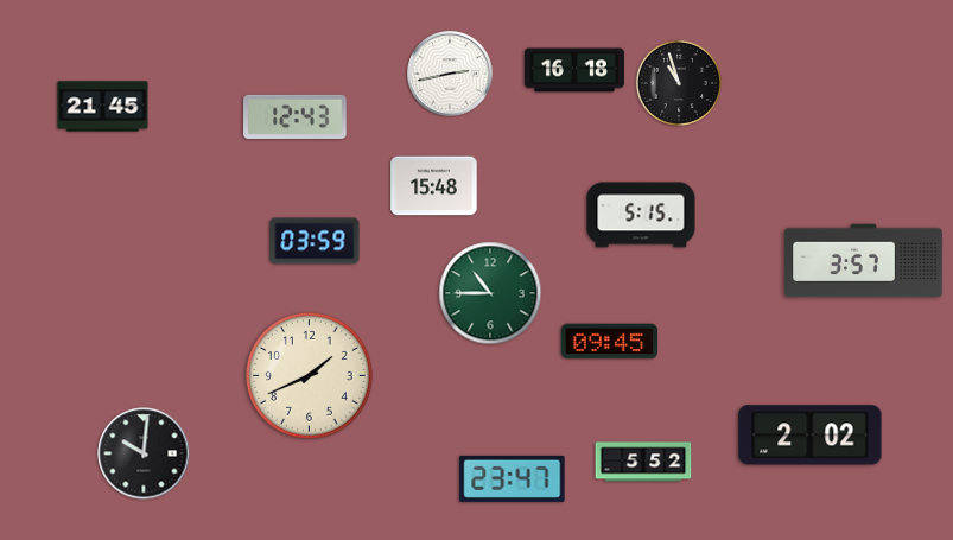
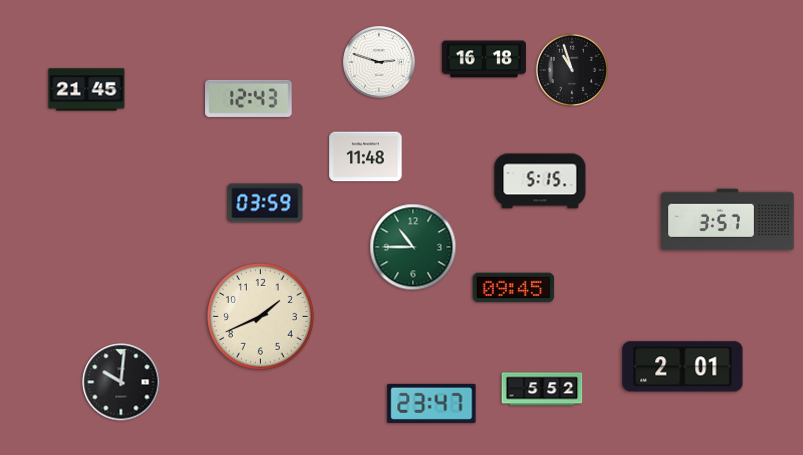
clock at (450, 74): 2:43 -> 2:48
clock at (434, 186): 15:48 -> 11:48
clock at (811, 436): 2:02 -> 2:01
